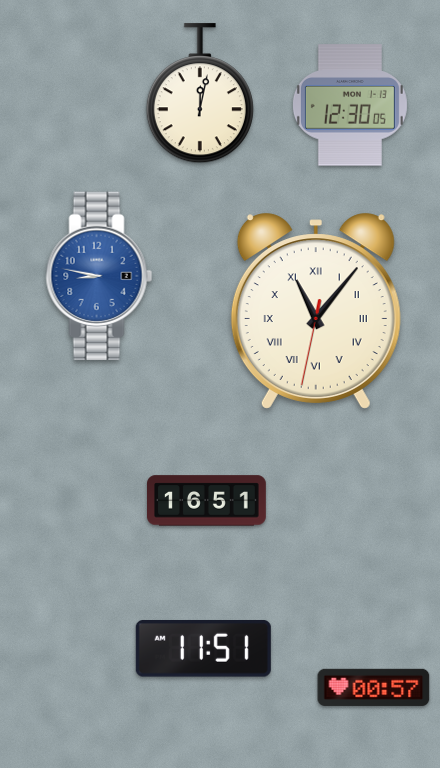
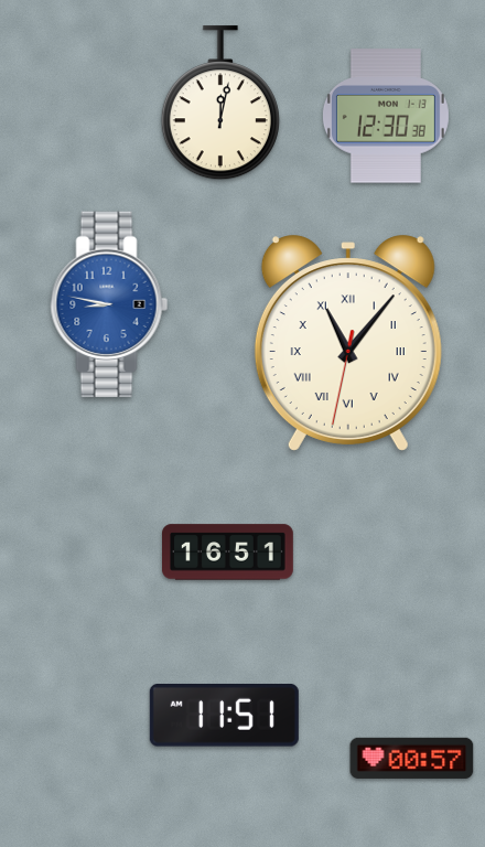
clock at (350, 105): 12:30:05 -> 12:30:38
